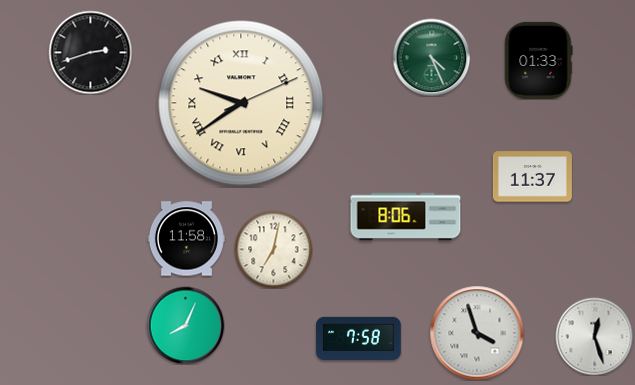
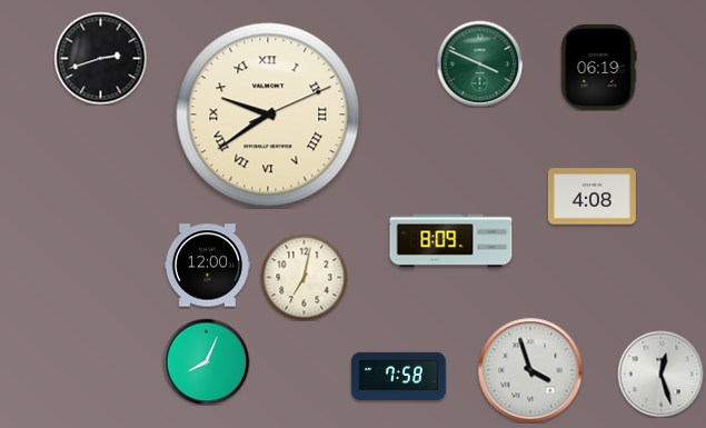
clock at (431, 57): 4:26 -> 3:49
clock at (539, 60): 01:33 -> 06:19
clock at (532, 177): 11:37 -> 4:08
clock at (406, 217): 8:06 -> 8:09
clock at (186, 239): 11:58 -> 12:00
